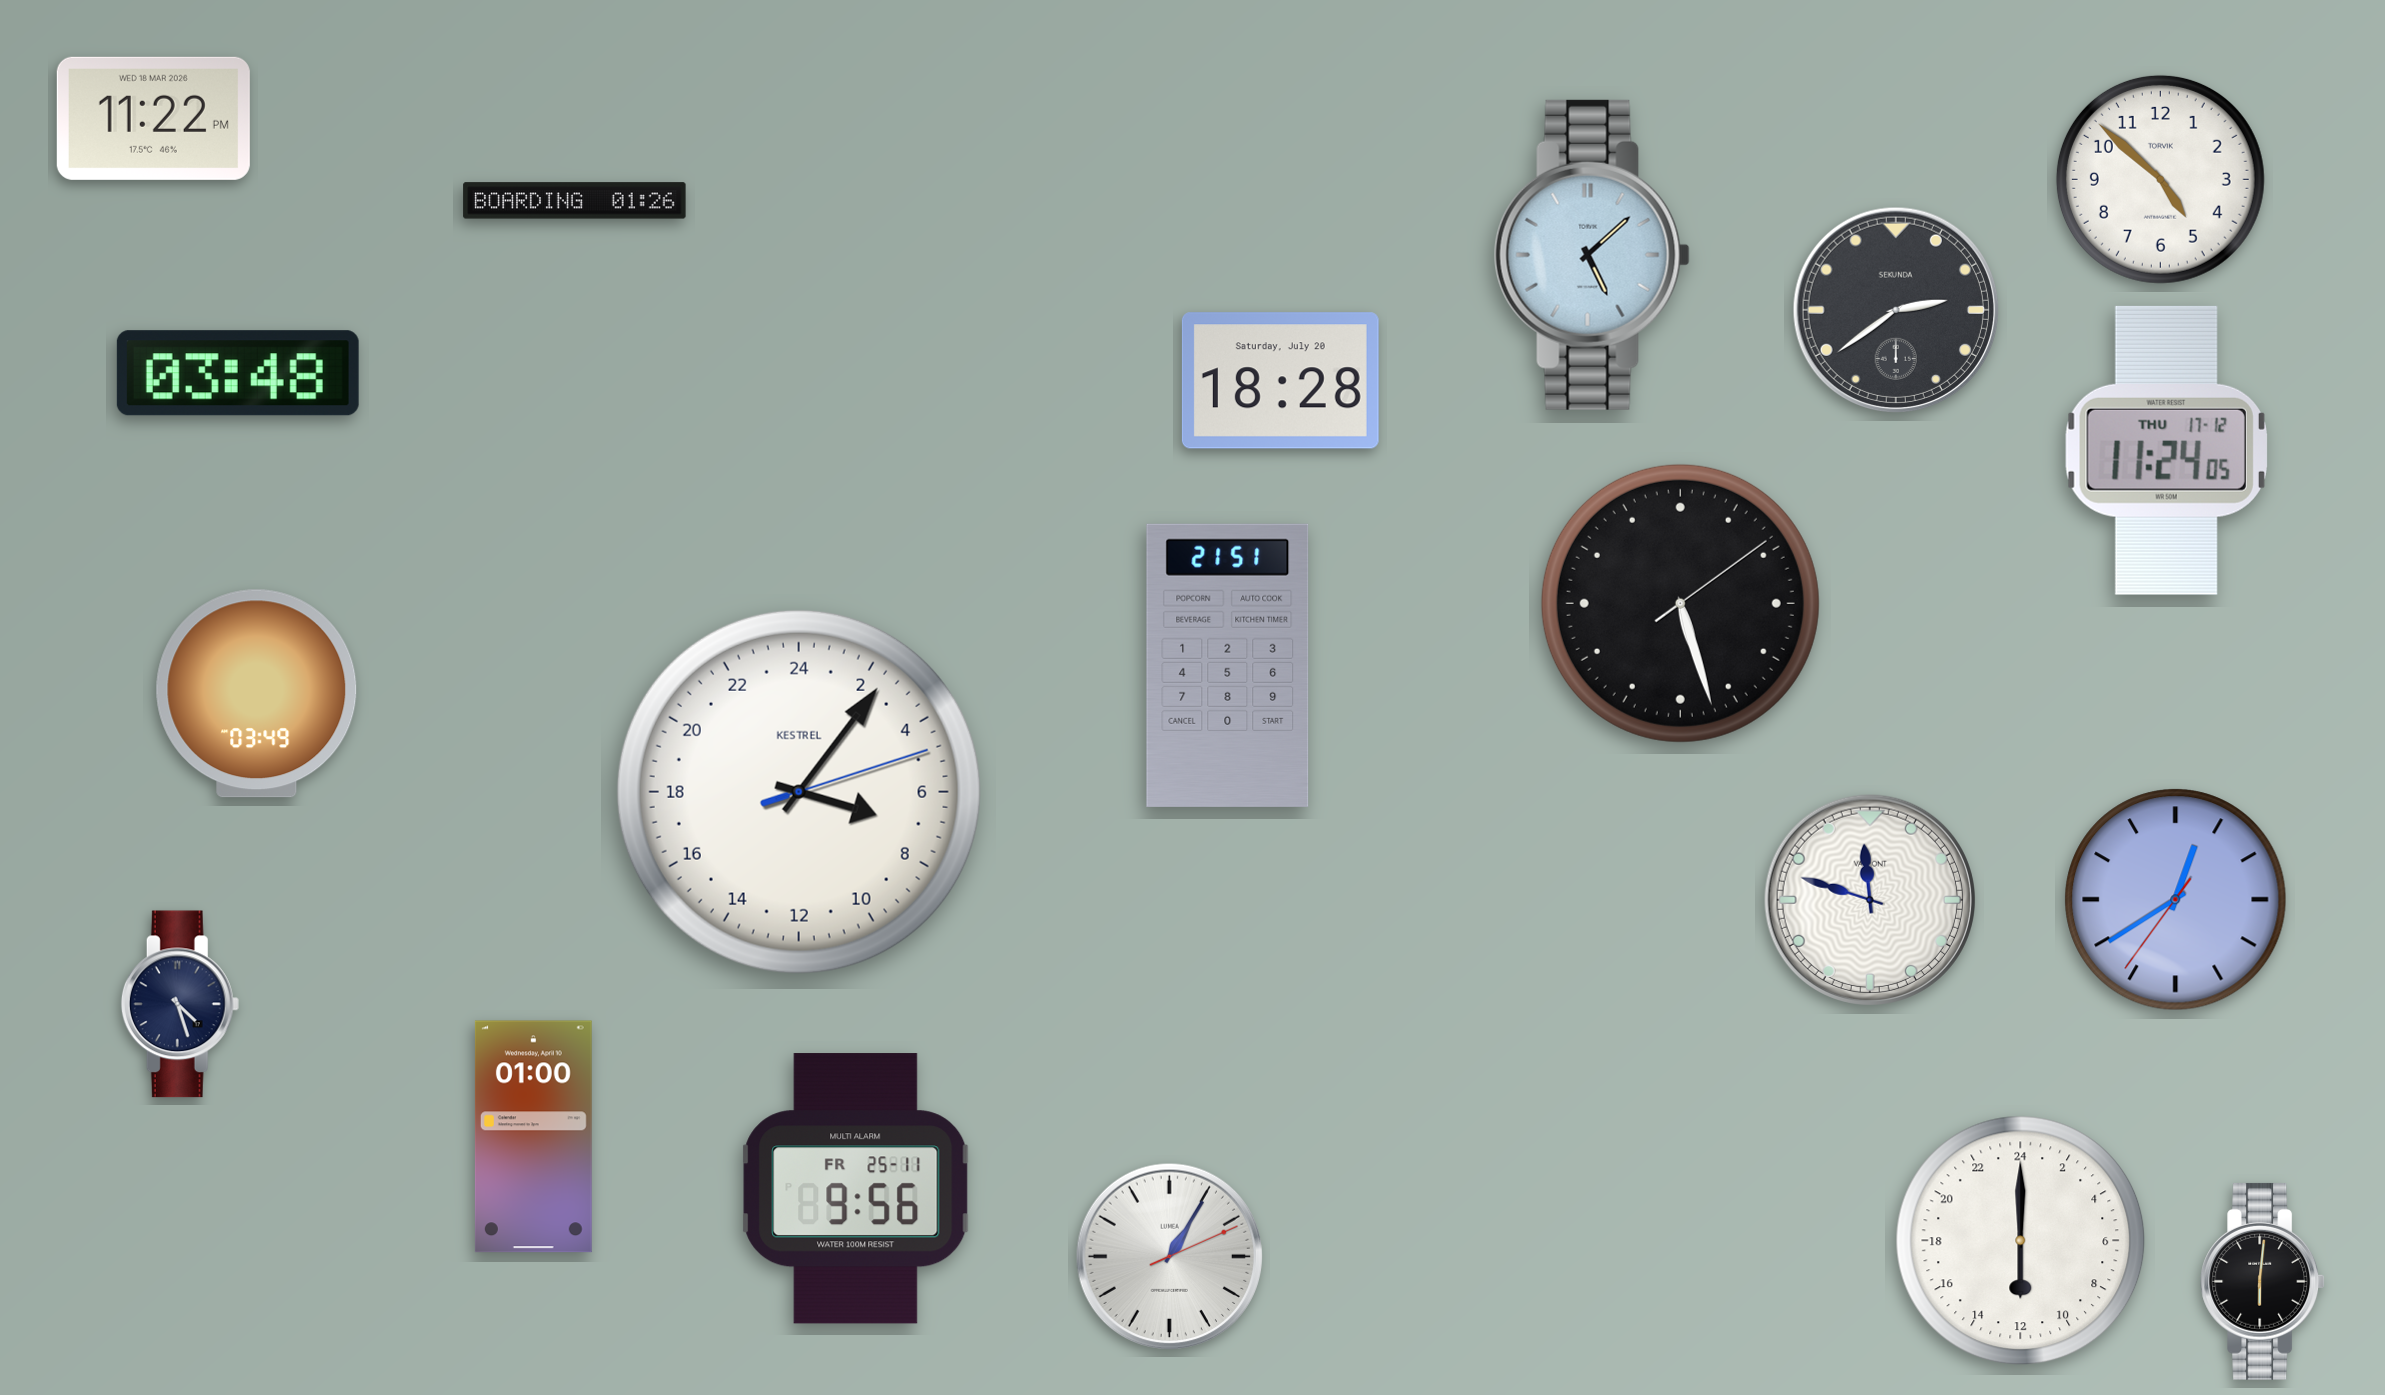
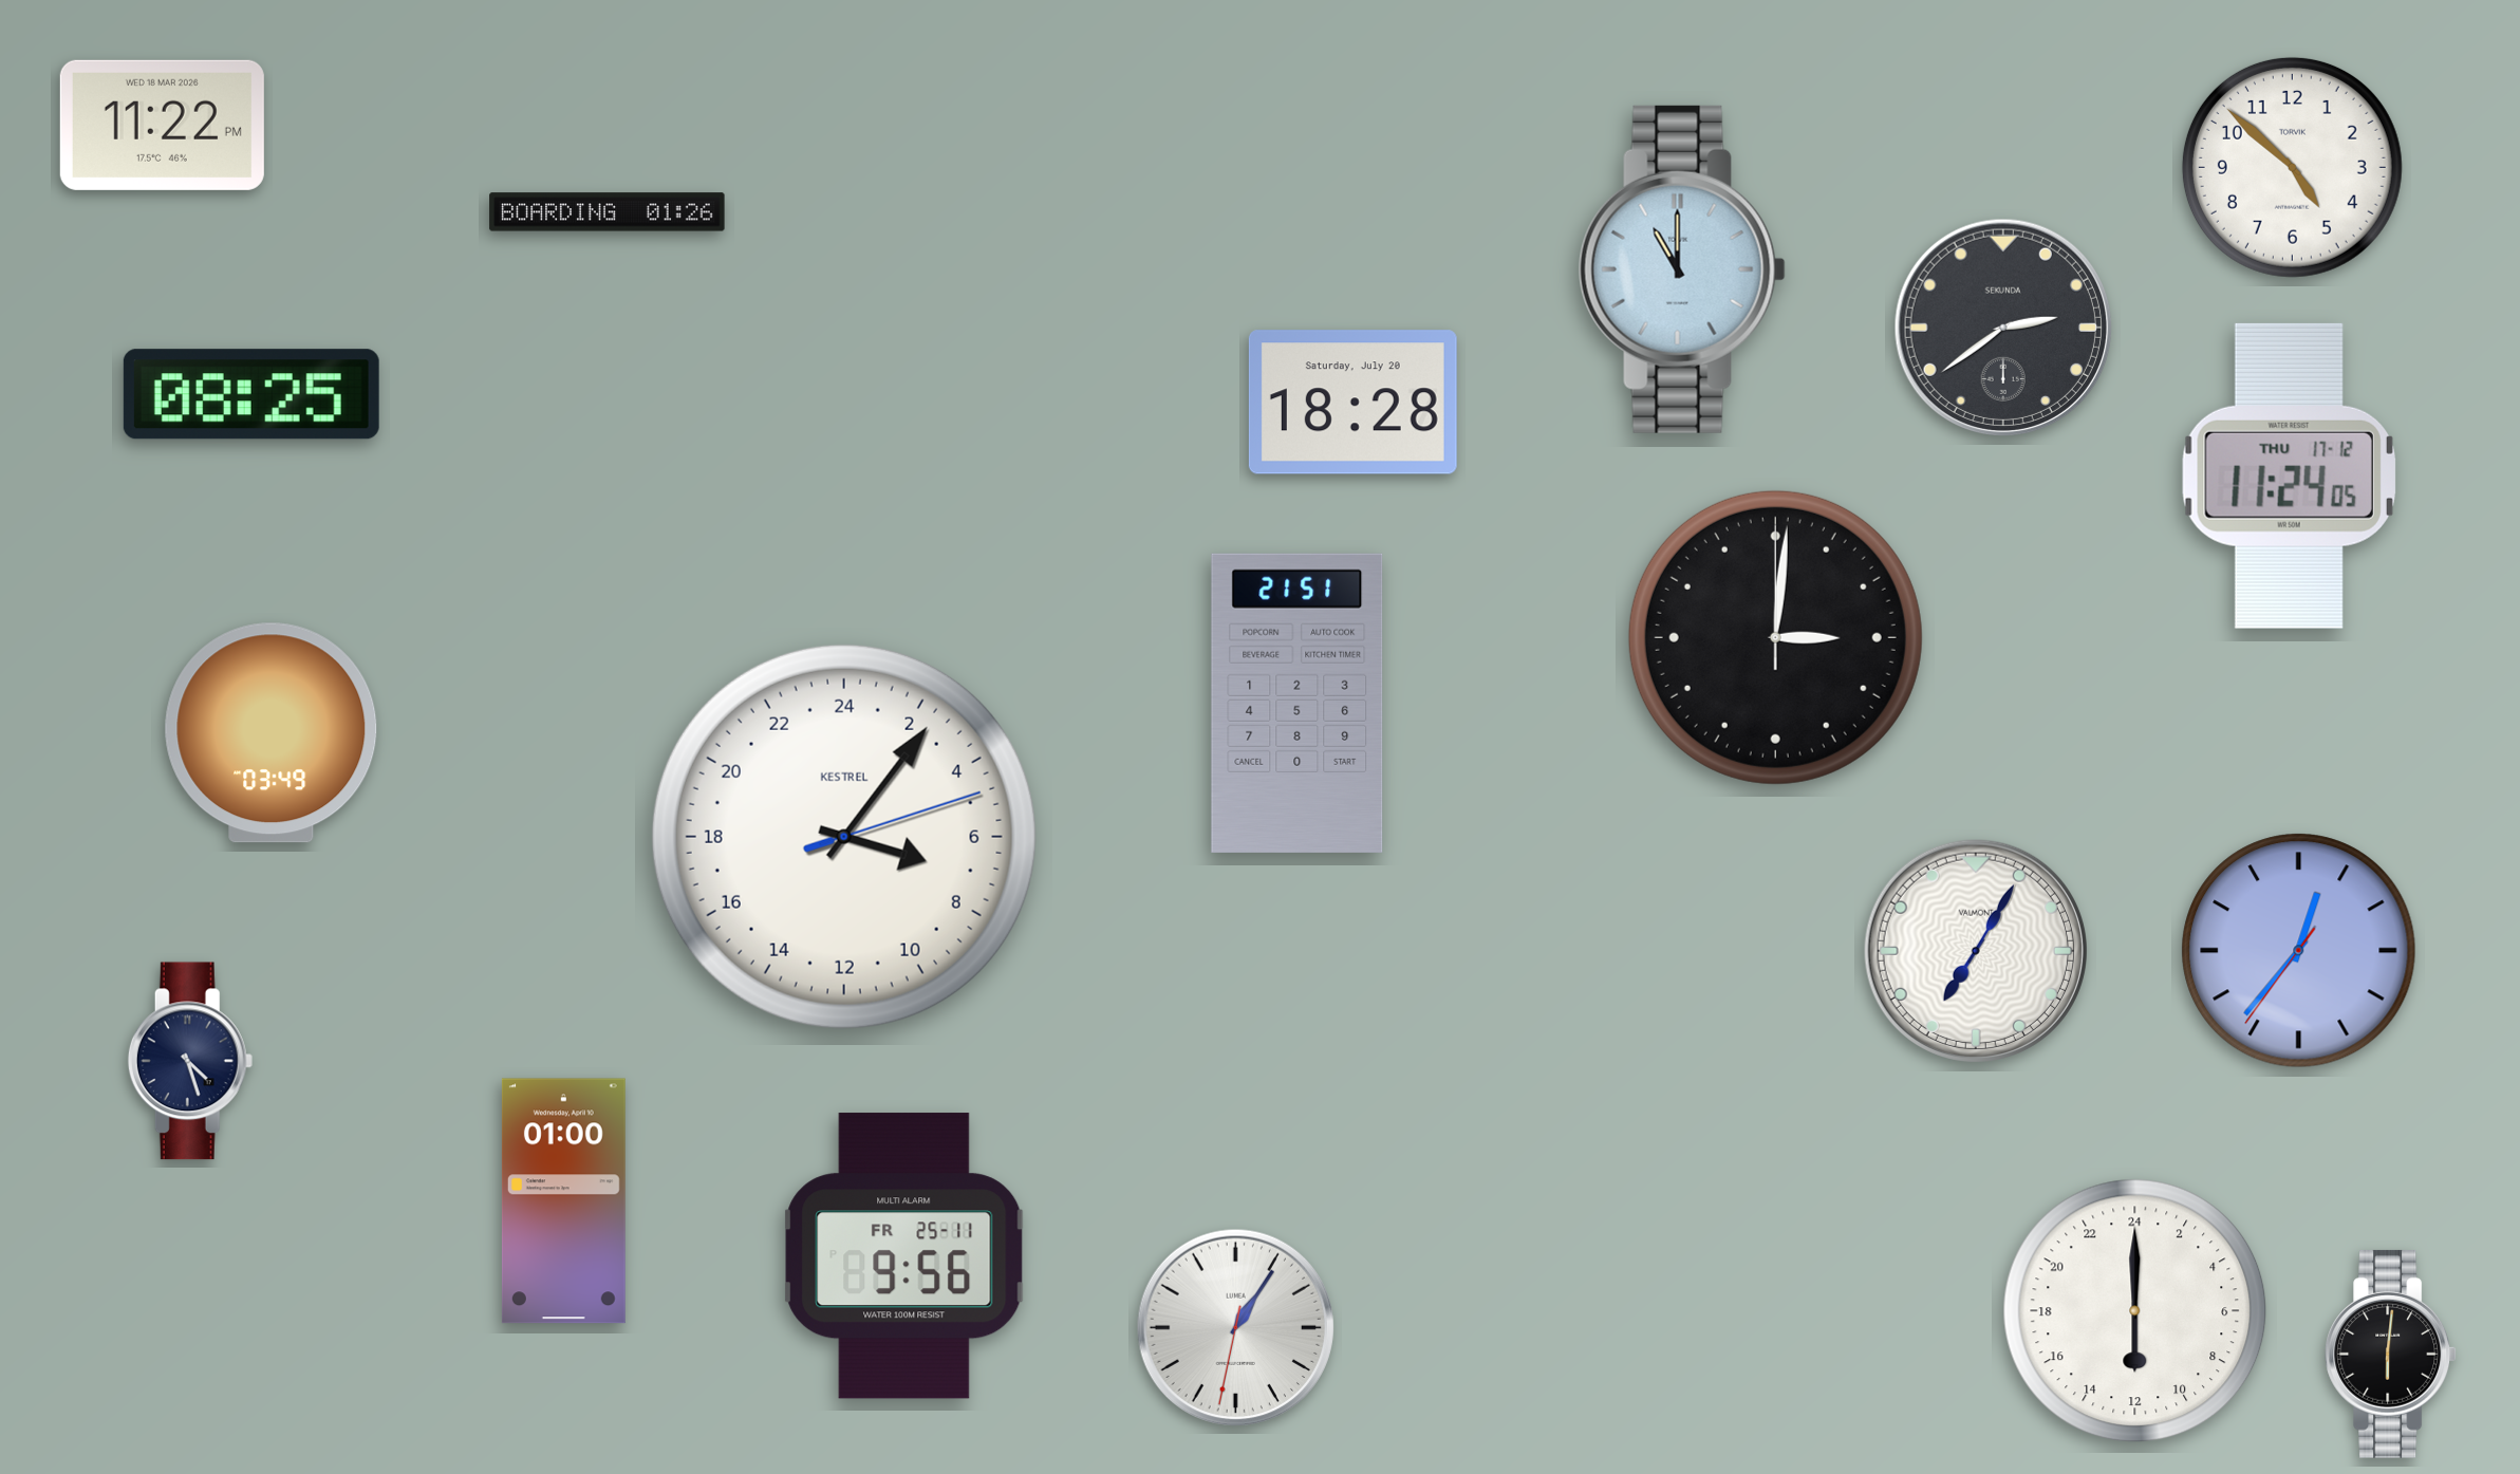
clock at (2160, 179) position: (2160, 179) -> (2292, 167)
clock at (1592, 255): 5:08 -> 11:00
clock at (238, 373): 03:48 -> 08:25
clock at (1680, 603): 5:27 -> 3:01
clock at (1870, 900): 11:48 -> 7:05
clock at (2176, 900): 12:39 -> 12:36
clock at (1170, 1257): 1:05:11 -> 1:05:32
